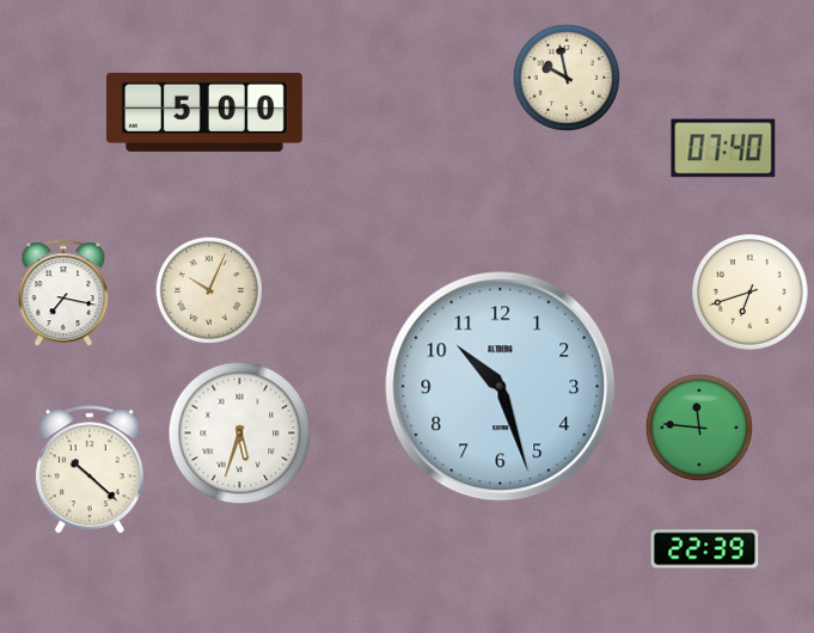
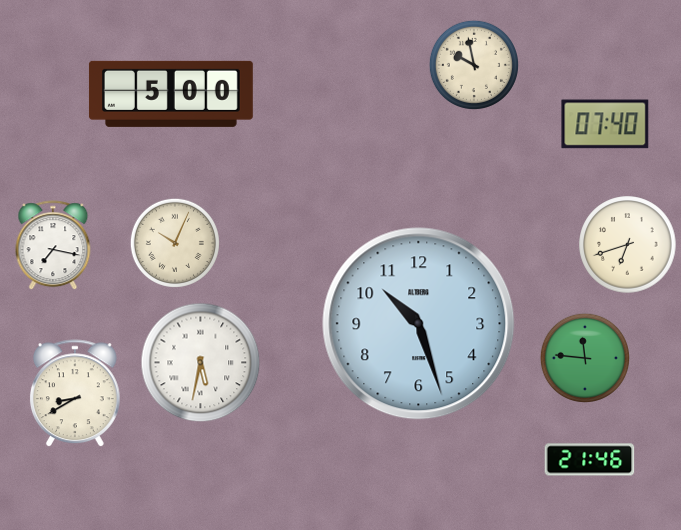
clock at (240, 434): 5:33 -> 5:32
clock at (90, 471): 10:22 -> 8:40
clock at (705, 549): 22:39 -> 21:46
